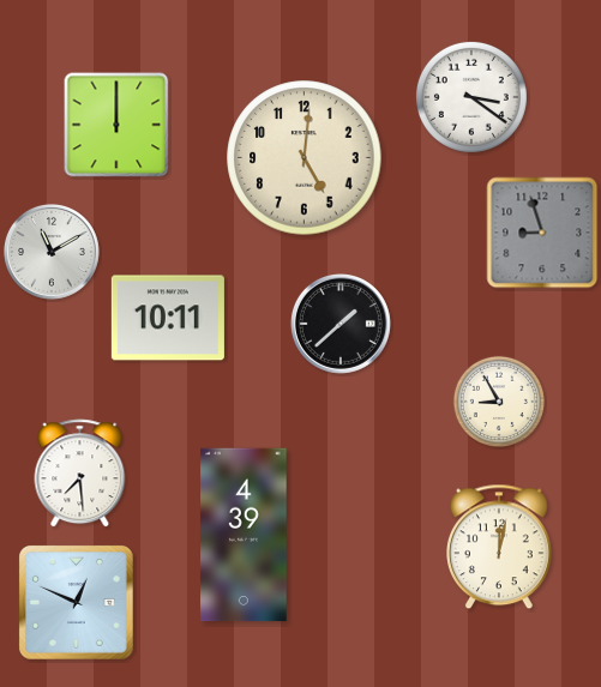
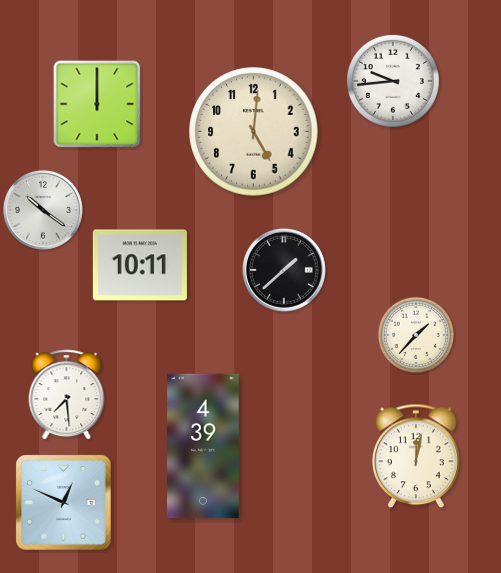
clock at (471, 97): 3:21 -> 9:44
clock at (542, 233): 8:57 -> none
clock at (52, 252): 11:10 -> 10:21
clock at (499, 402): 8:55 -> 1:37
